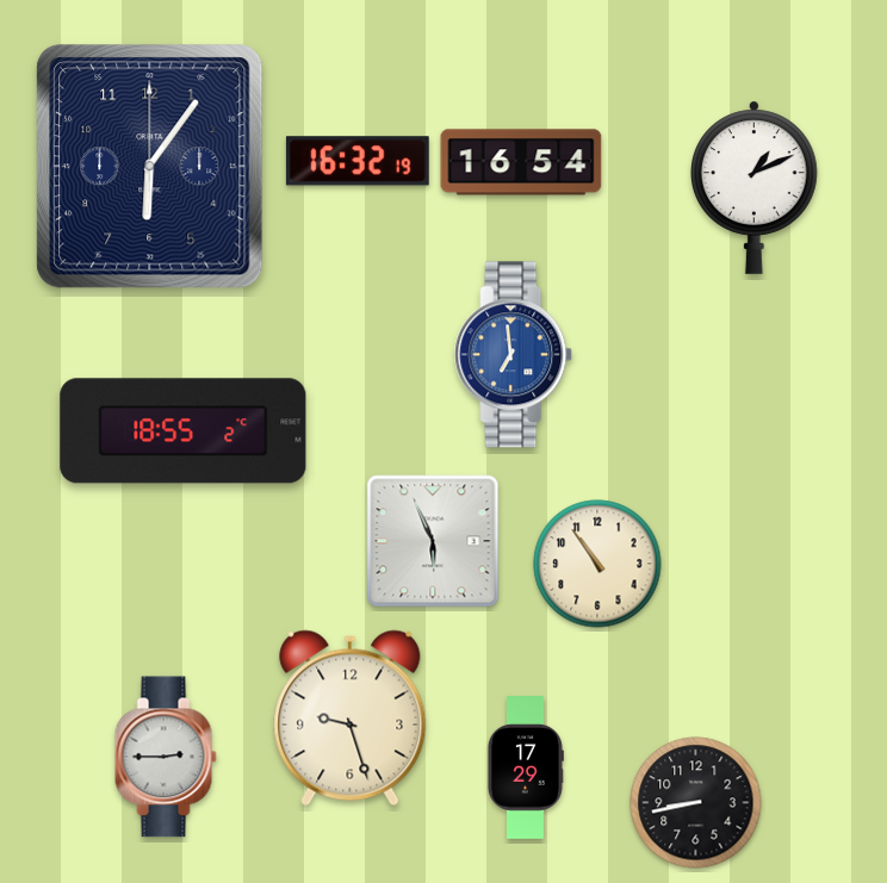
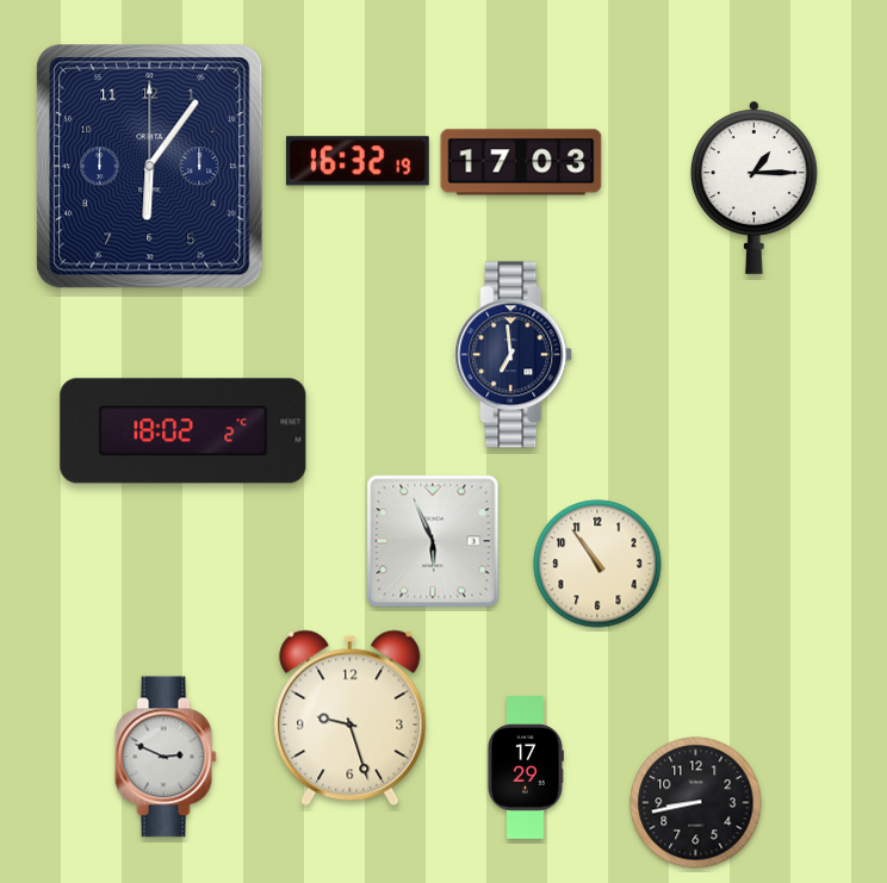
clock at (521, 162): 16:54 -> 17:03
clock at (755, 187): 1:11 -> 1:15
clock at (514, 355) dial: blue -> navy
clock at (184, 431): 18:55 -> 18:02
clock at (166, 757): 2:45 -> 2:49
